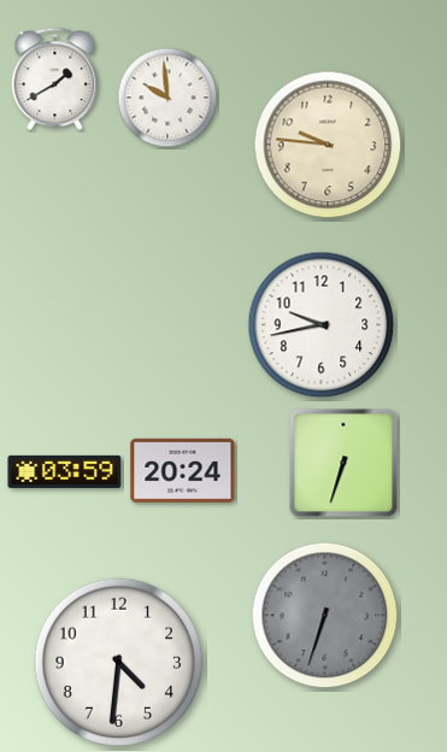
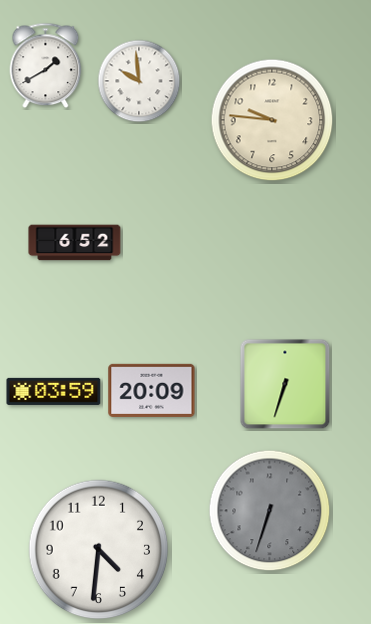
clock at (75, 243): none -> 6:52
clock at (322, 325): 9:43 -> none
clock at (183, 470): 20:24 -> 20:09
